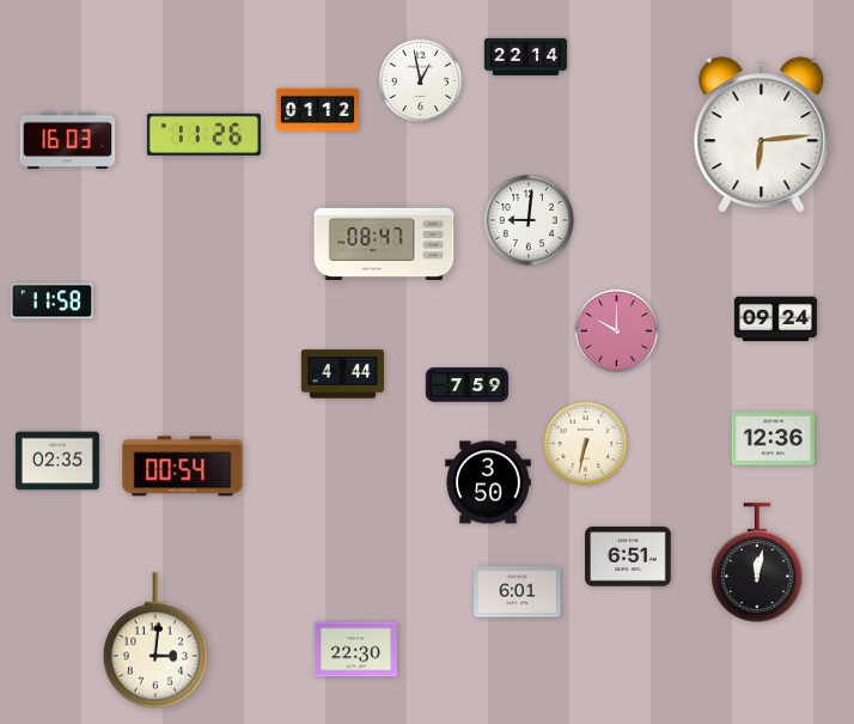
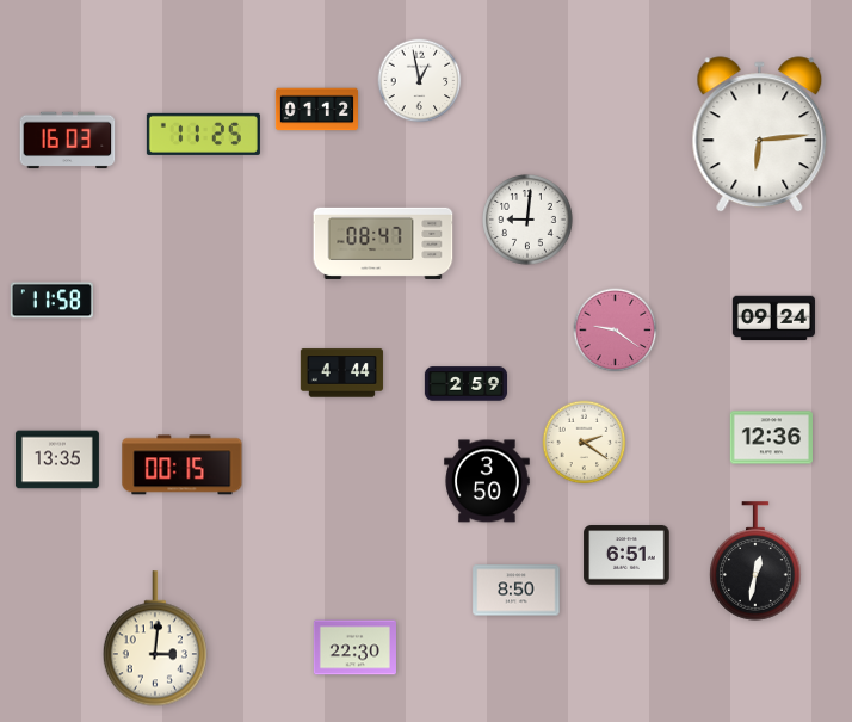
clock at (525, 56): 22:14 -> none
clock at (203, 134): 11:26 -> 11:25
clock at (617, 331): 10:00 -> 9:21
clock at (466, 385): 7:59 -> 2:59
clock at (586, 444): 6:32 -> 2:21
clock at (57, 461): 02:35 -> 13:35
clock at (183, 467): 00:54 -> 00:15
clock at (757, 562): 12:02 -> 12:32
clock at (518, 592): 6:01 -> 8:50
